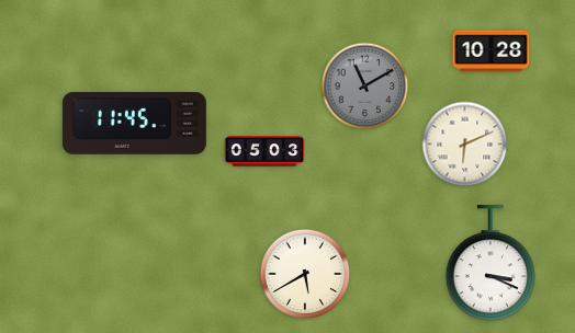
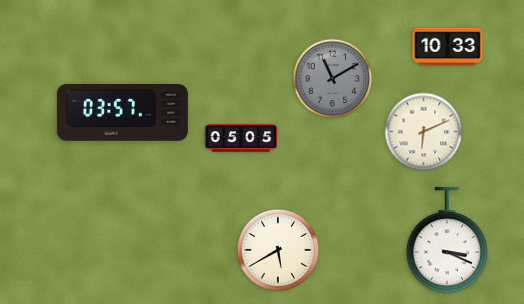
clock at (492, 51): 10:28 -> 10:33
clock at (134, 124): 11:45 -> 03:57
clock at (264, 151): 05:03 -> 05:05
